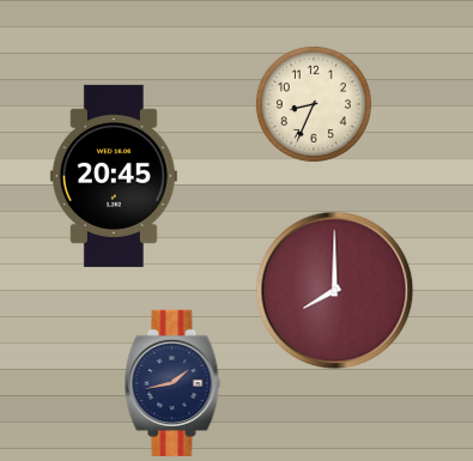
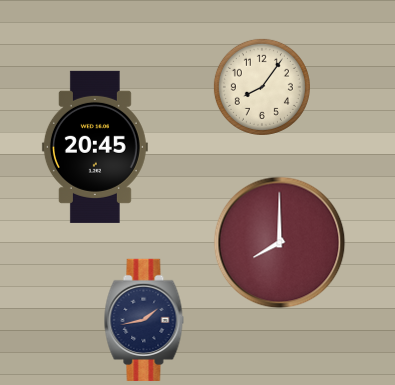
clock at (314, 104): 8:34 -> 8:06
